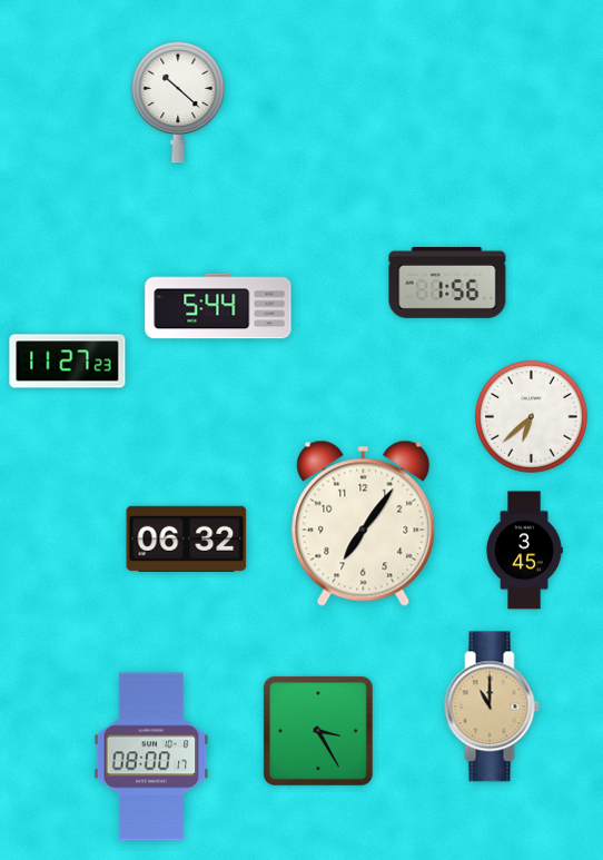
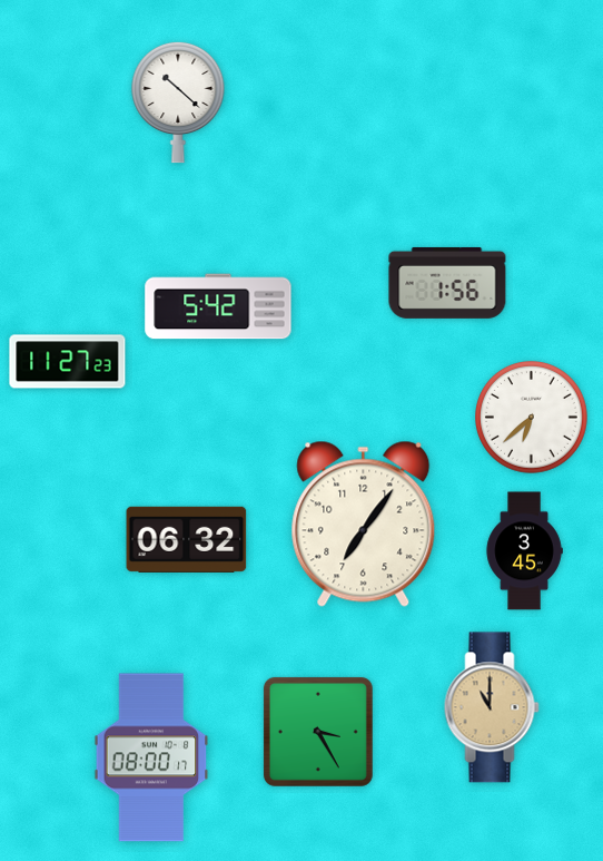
clock at (218, 306): 5:44 -> 5:42
